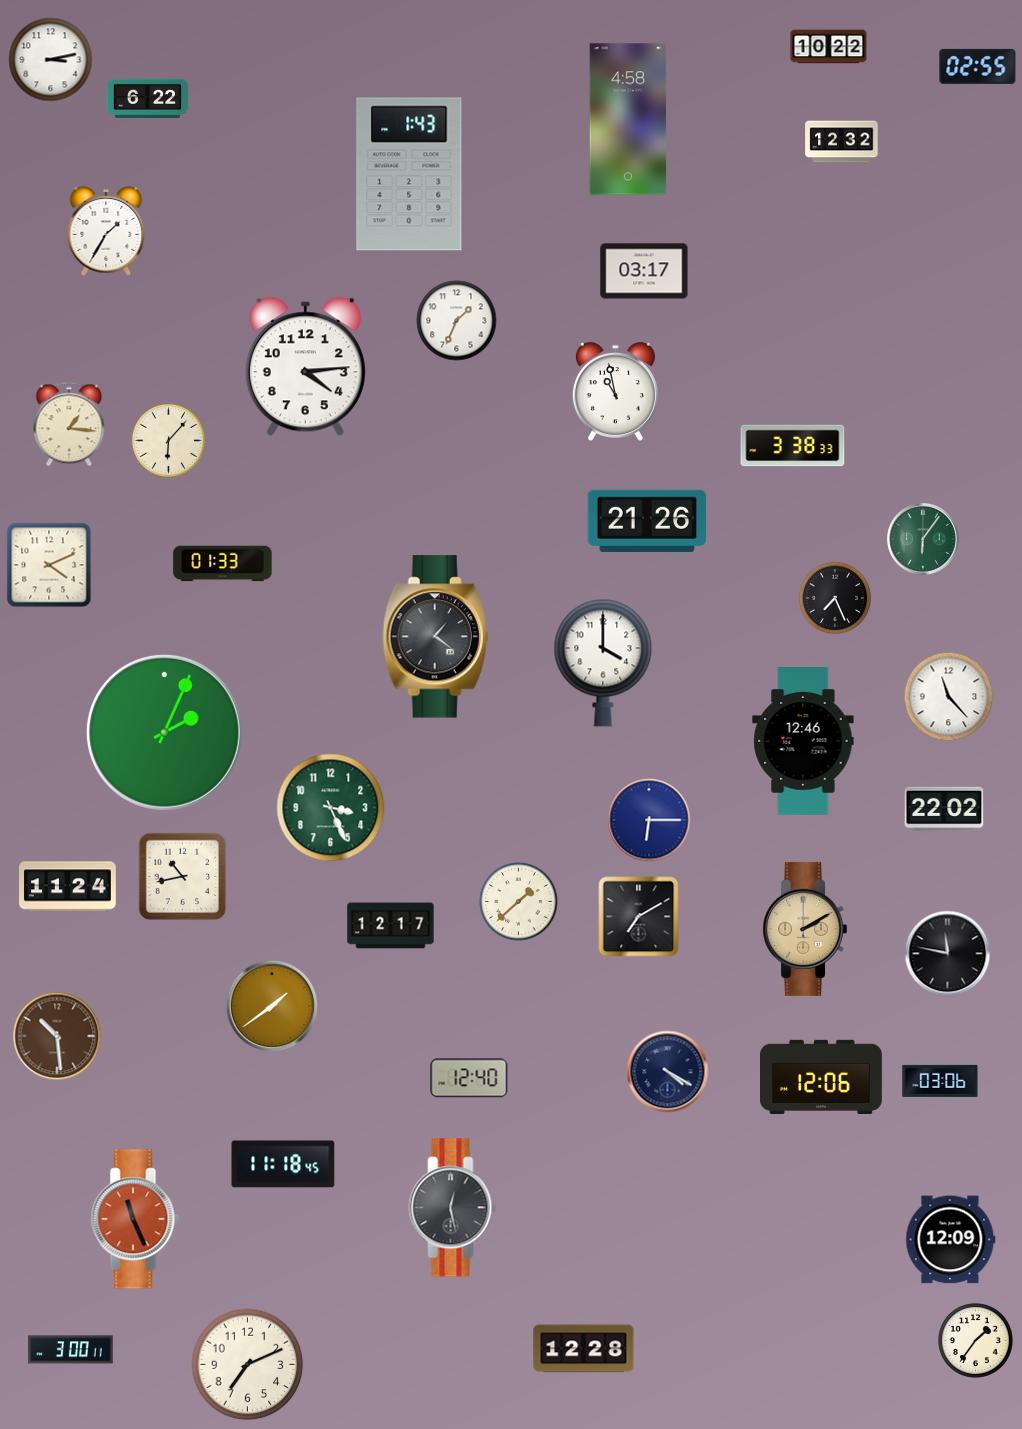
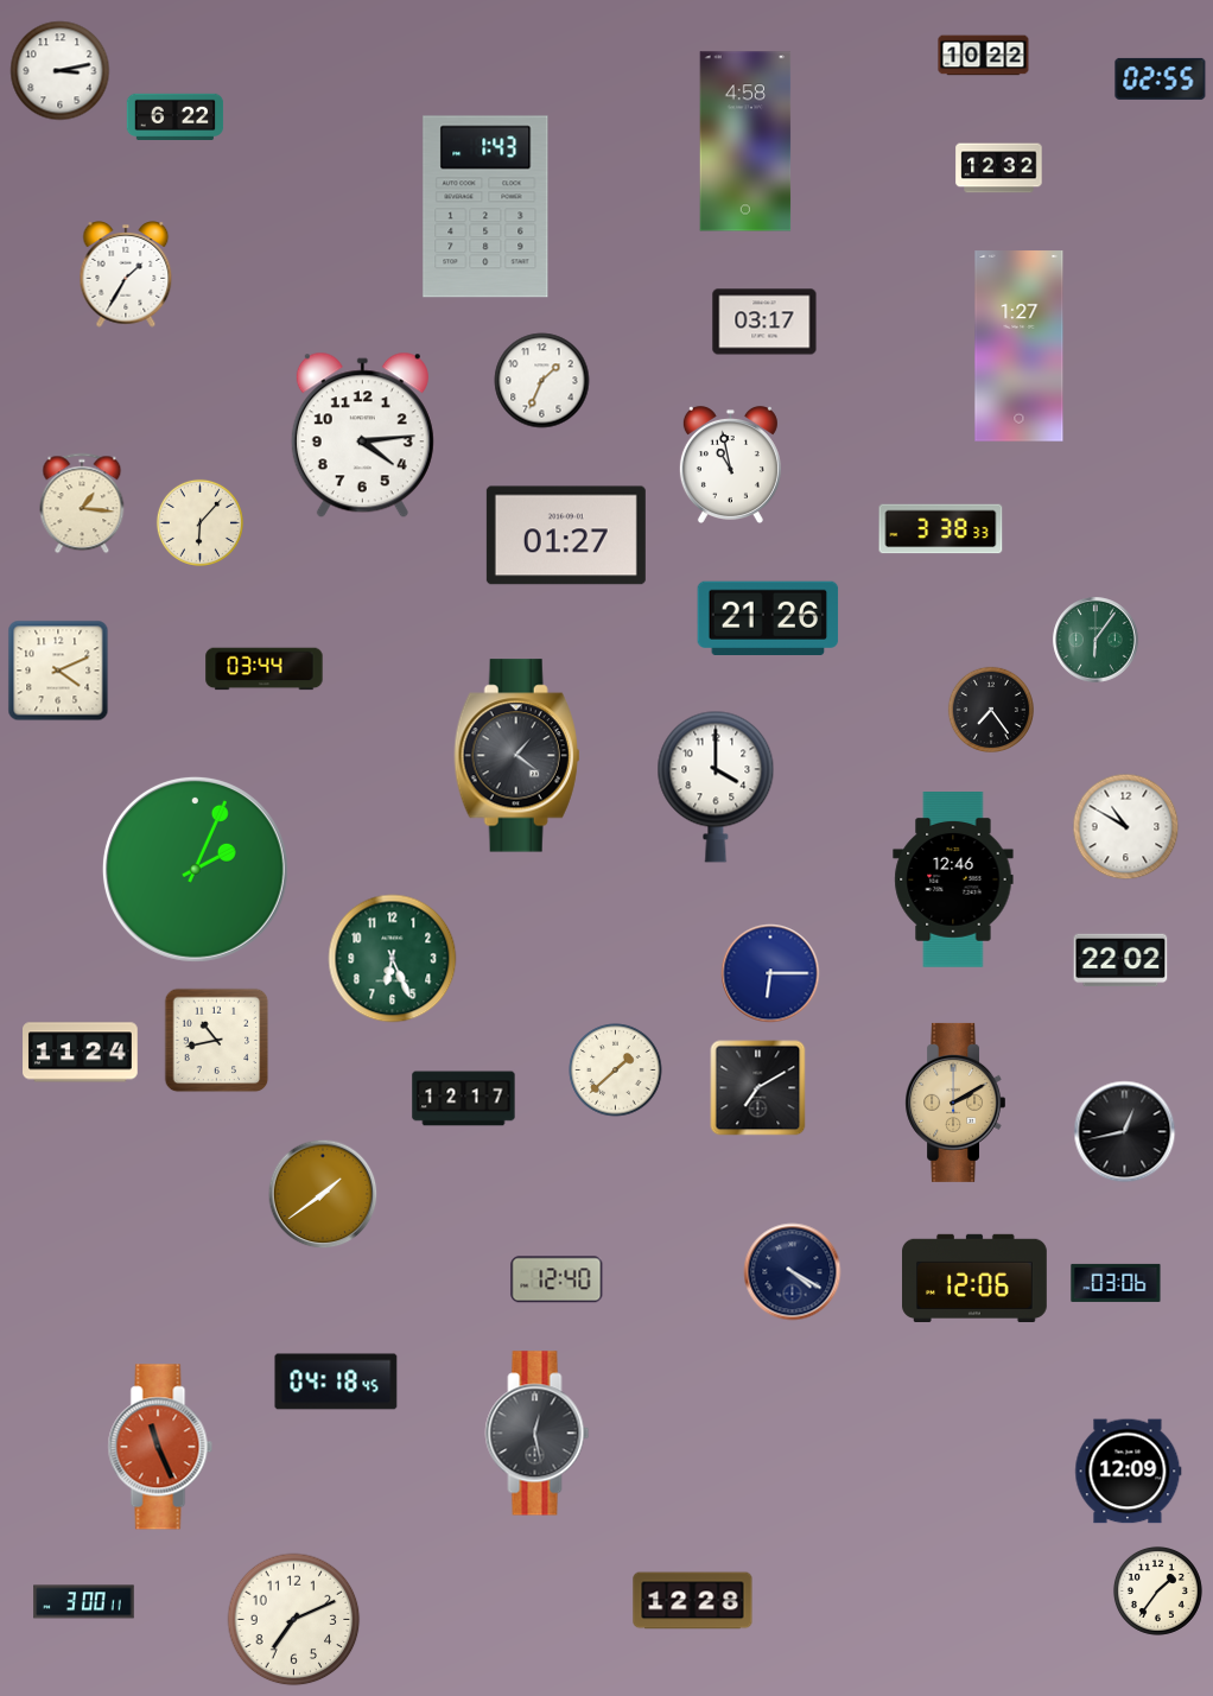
clock at (1020, 347): none -> 1:27
clock at (566, 535): none -> 01:27
clock at (223, 564): 01:33 -> 03:44
clock at (834, 597): 7:26 -> 7:24
clock at (949, 697): 11:23 -> 10:50
clock at (331, 808): 3:26 -> 6:26
clock at (948, 954): 11:47 -> 12:43
clock at (57, 1036): 10:29 -> none
clock at (283, 1164): 11:18 -> 04:18
